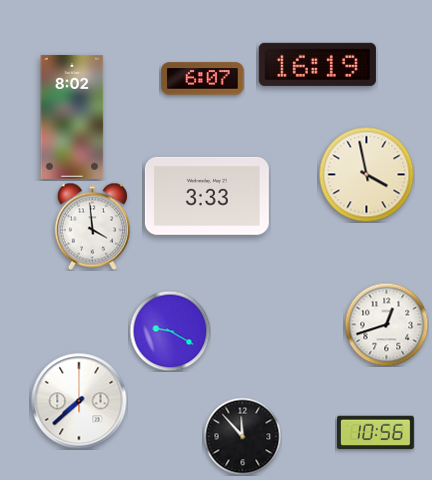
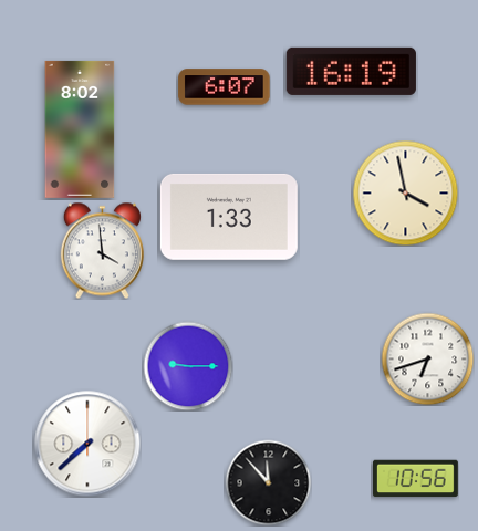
clock at (207, 196): 3:33 -> 1:33
clock at (386, 324): 12:42 -> 6:42
clock at (170, 331): 9:20 -> 9:15
